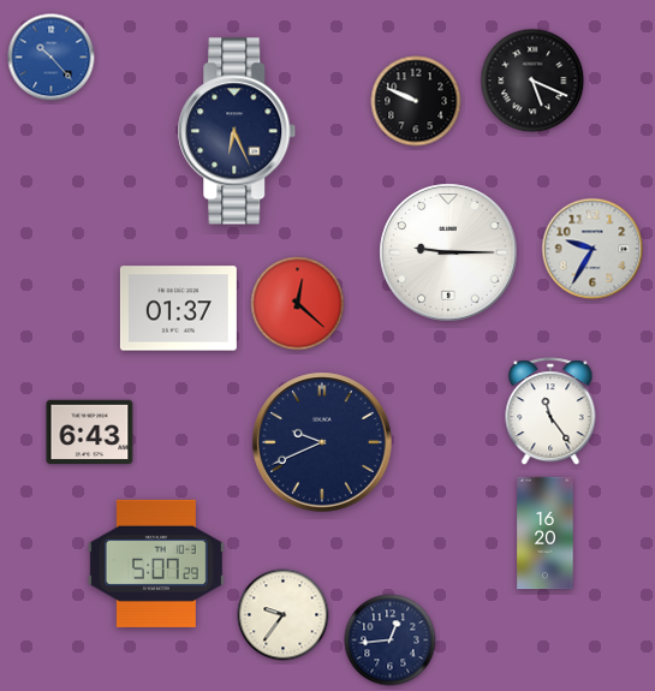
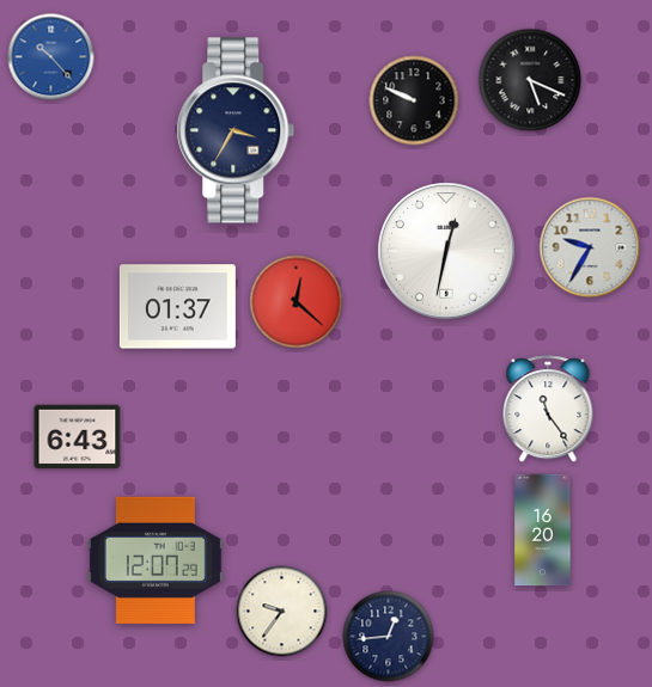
clock at (237, 131): 6:26 -> 3:35
clock at (448, 252): 9:15 -> 12:32
clock at (90, 433) position: (90, 433) -> (78, 437)
clock at (322, 442): 9:41 -> none
clock at (156, 564): 5:07 -> 12:07
